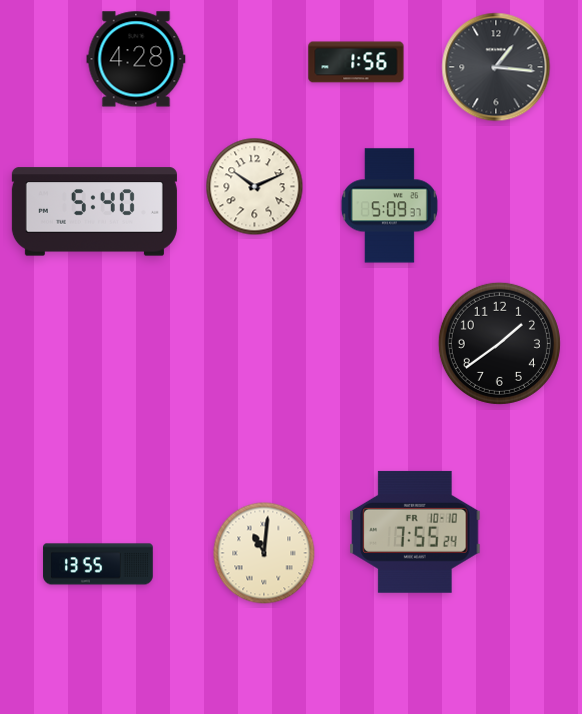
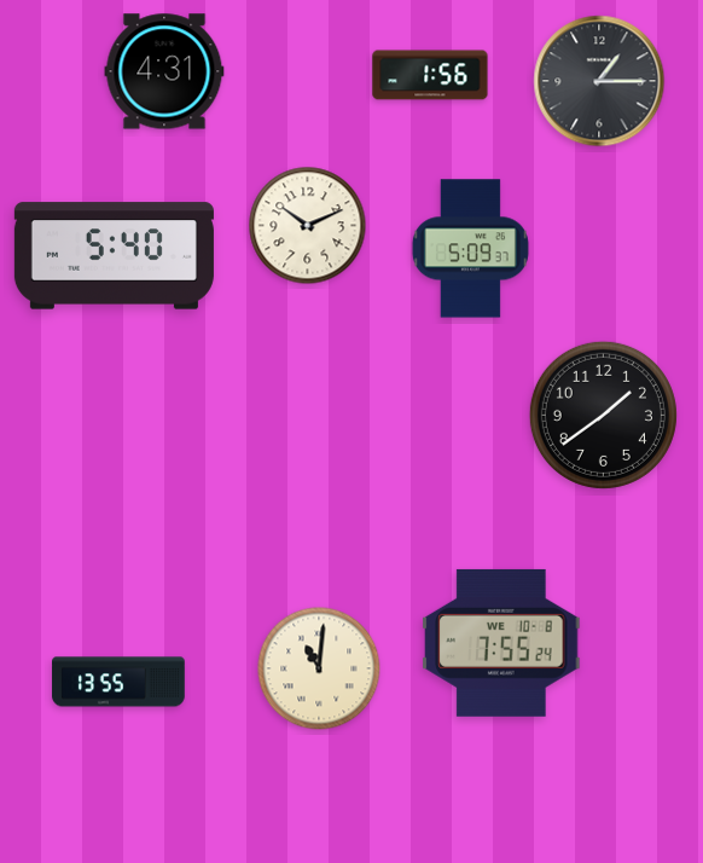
clock at (136, 59): 4:28 -> 4:31
clock at (496, 67): 1:16 -> 1:15
clock at (415, 532) date: FR 10-10 -> WE 10-8
